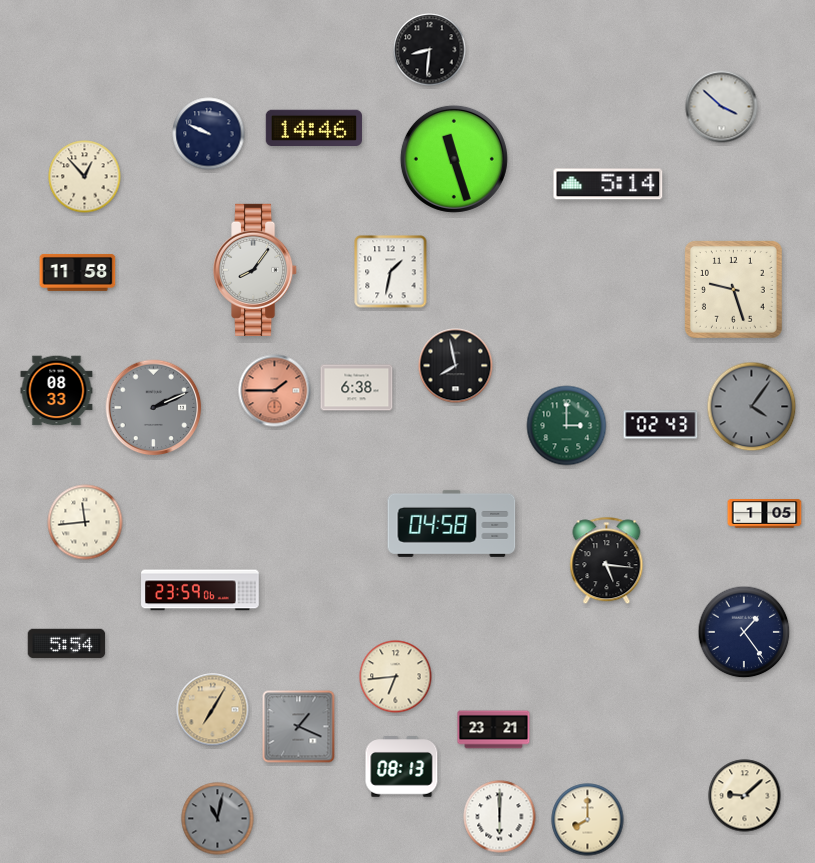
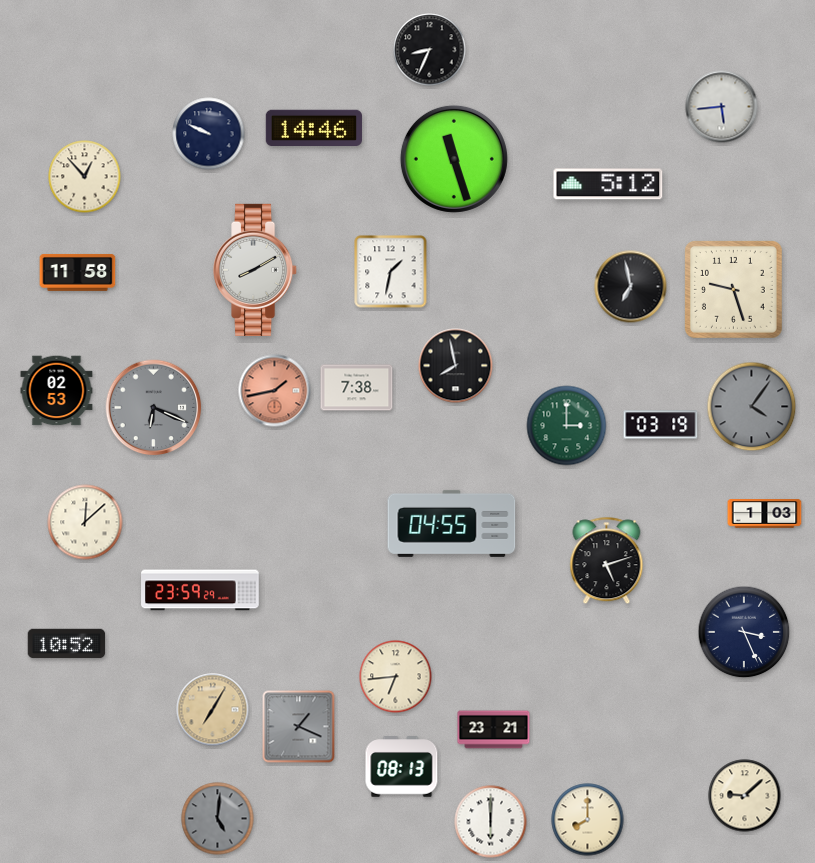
clock at (430, 50): 8:31 -> 8:34
clock at (722, 107): 3:52 -> 5:44
clock at (608, 184): 5:14 -> 5:12
clock at (256, 270): 8:06 -> 8:10
clock at (631, 287): none -> 6:58
clock at (357, 388): 6:38 -> 7:38
clock at (57, 391): 08:33 -> 02:53
clock at (275, 391): 1:45 -> 1:43
clock at (154, 408): 2:11 -> 6:19
clock at (661, 425): 02:43 -> 03:19
clock at (765, 514): 1:05 -> 1:03
clock at (85, 522): 11:44 -> 12:08
clock at (452, 523): 04:58 -> 04:55
clock at (607, 561): 5:16 -> 5:12
clock at (200, 590): 23:59:06 -> 23:59:29
clock at (744, 632): 1:24 -> 3:26
clock at (67, 644): 5:54 -> 10:52
clock at (500, 817) position: (500, 817) -> (491, 822)
clock at (218, 819): 11:02 -> 5:01
